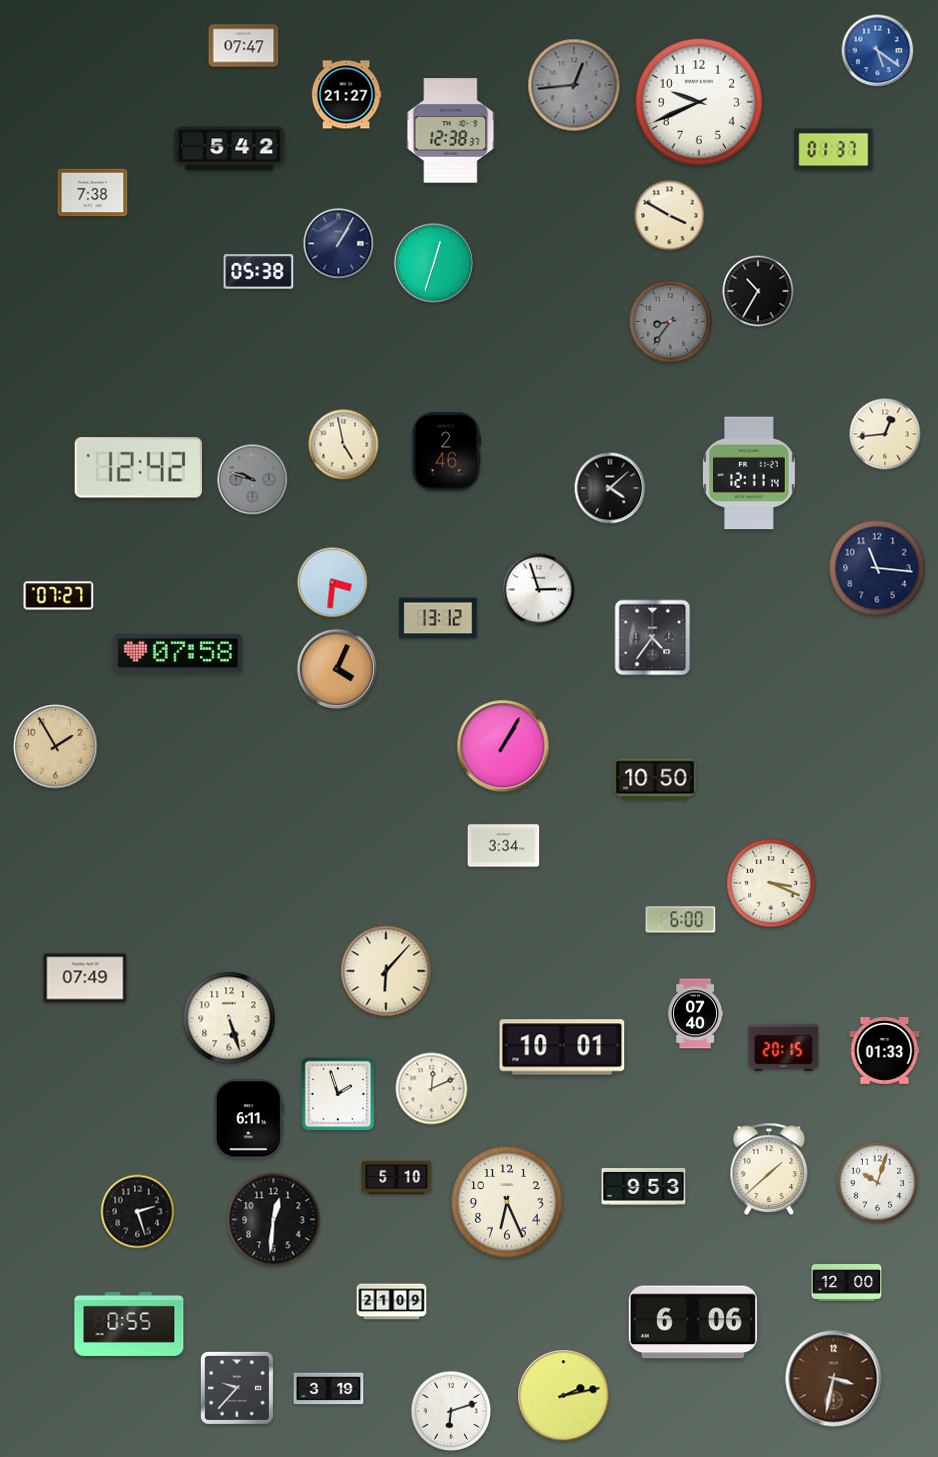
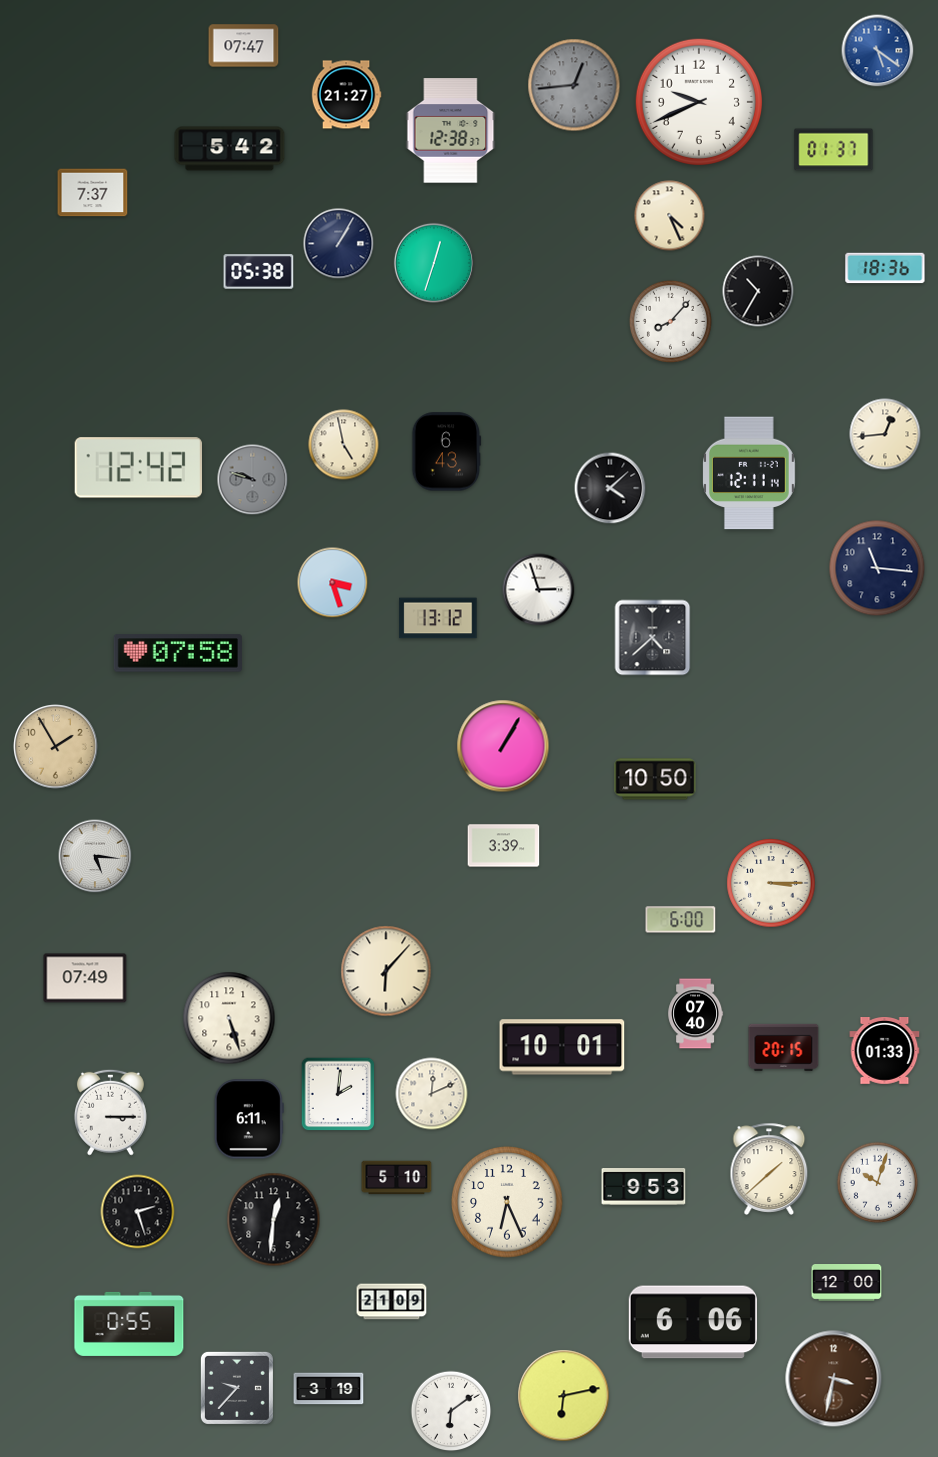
clock at (93, 193): 7:38 -> 7:37
clock at (670, 216): 3:50 -> 4:26
clock at (885, 268): none -> 18:36
clock at (670, 321): 8:36 -> 8:07
clock at (670, 321) dial: grey -> white
clock at (447, 452): 2:46 -> 6:43
clock at (333, 583): 3:31 -> 3:27
clock at (59, 596): 07:27 -> none
clock at (653, 638): 4:36 -> 4:38
clock at (337, 669): 4:04 -> none
clock at (504, 846): 3:34 -> 3:39
clock at (95, 856): none -> 5:16
clock at (771, 883): 3:19 -> 3:15
clock at (432, 1089) position: (432, 1089) -> (432, 1094)
clock at (338, 1094): 1:57 -> 2:01
clock at (110, 1112): none -> 3:15
clock at (564, 1396): 2:13 -> 6:13
clock at (451, 1411): 6:12 -> 6:09
